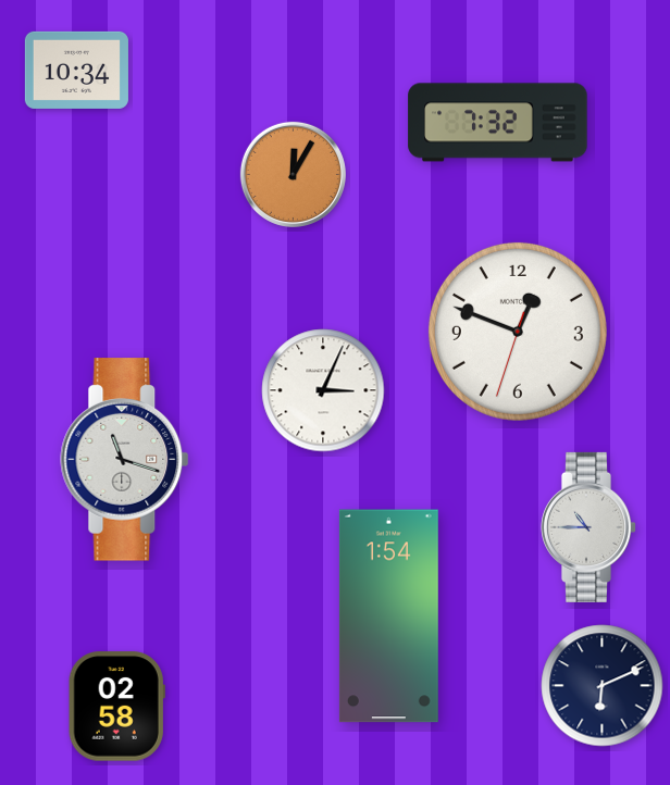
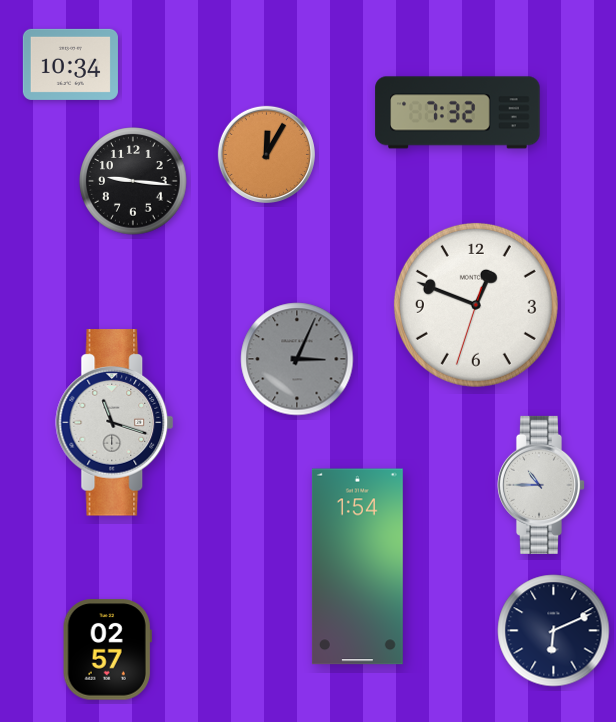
clock at (293, 174) position: (293, 174) -> (266, 154)
clock at (133, 181): none -> 9:16
clock at (323, 390) dial: white -> grey
clock at (116, 707): 02:58 -> 02:57
